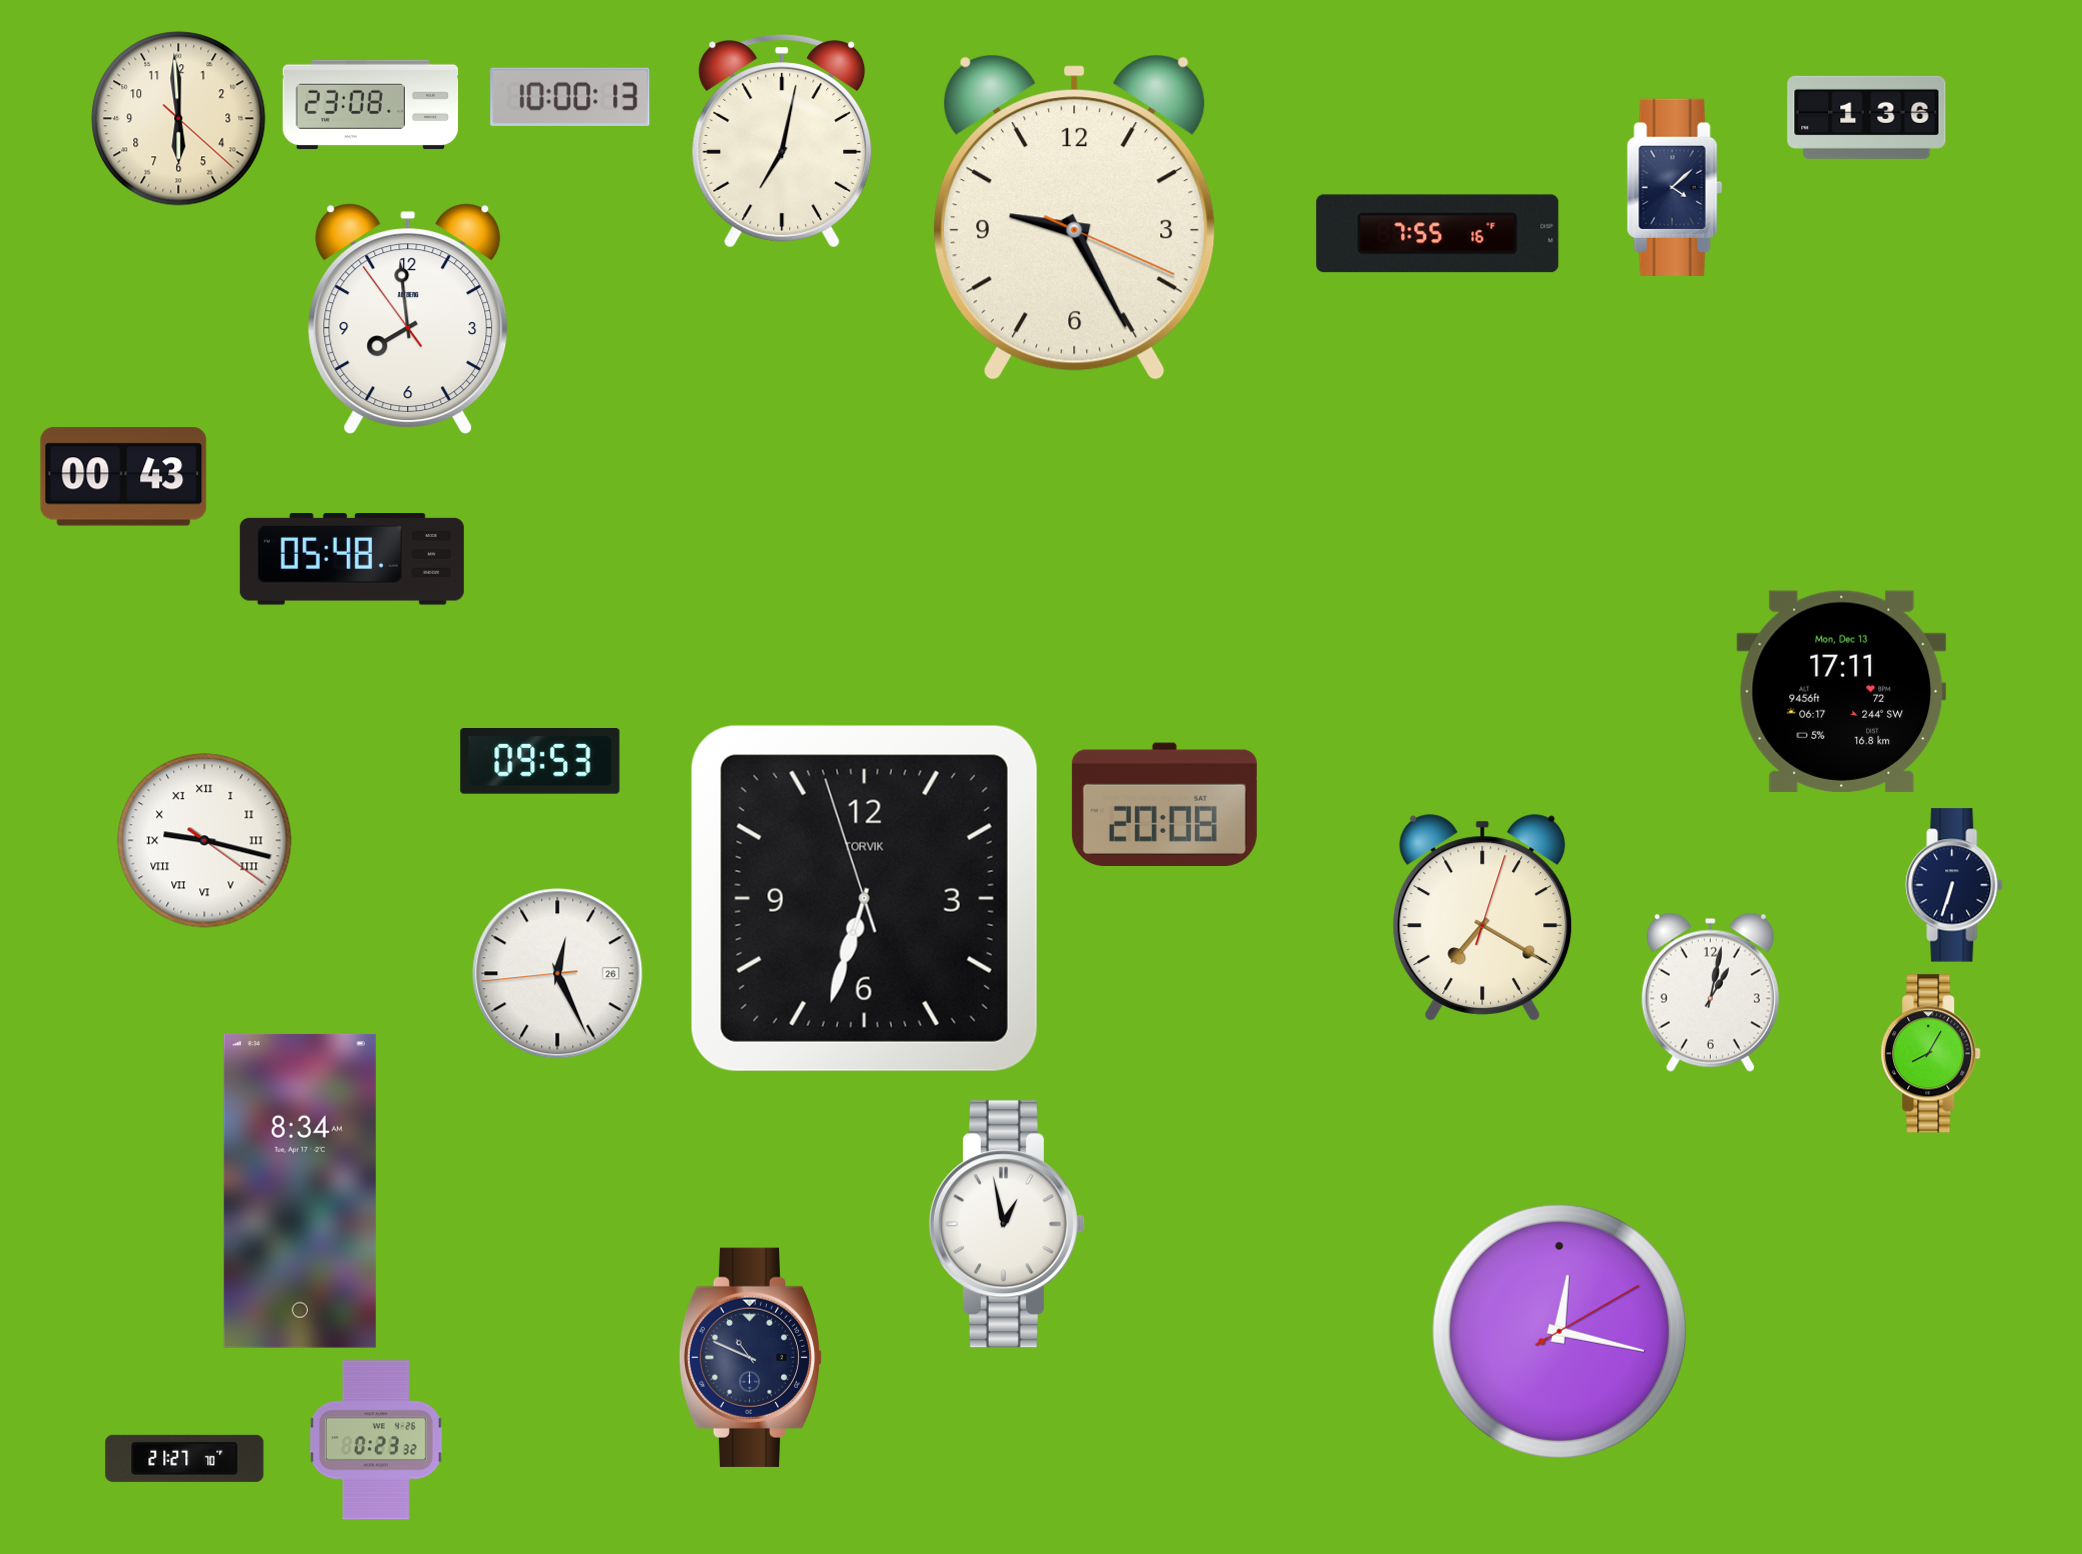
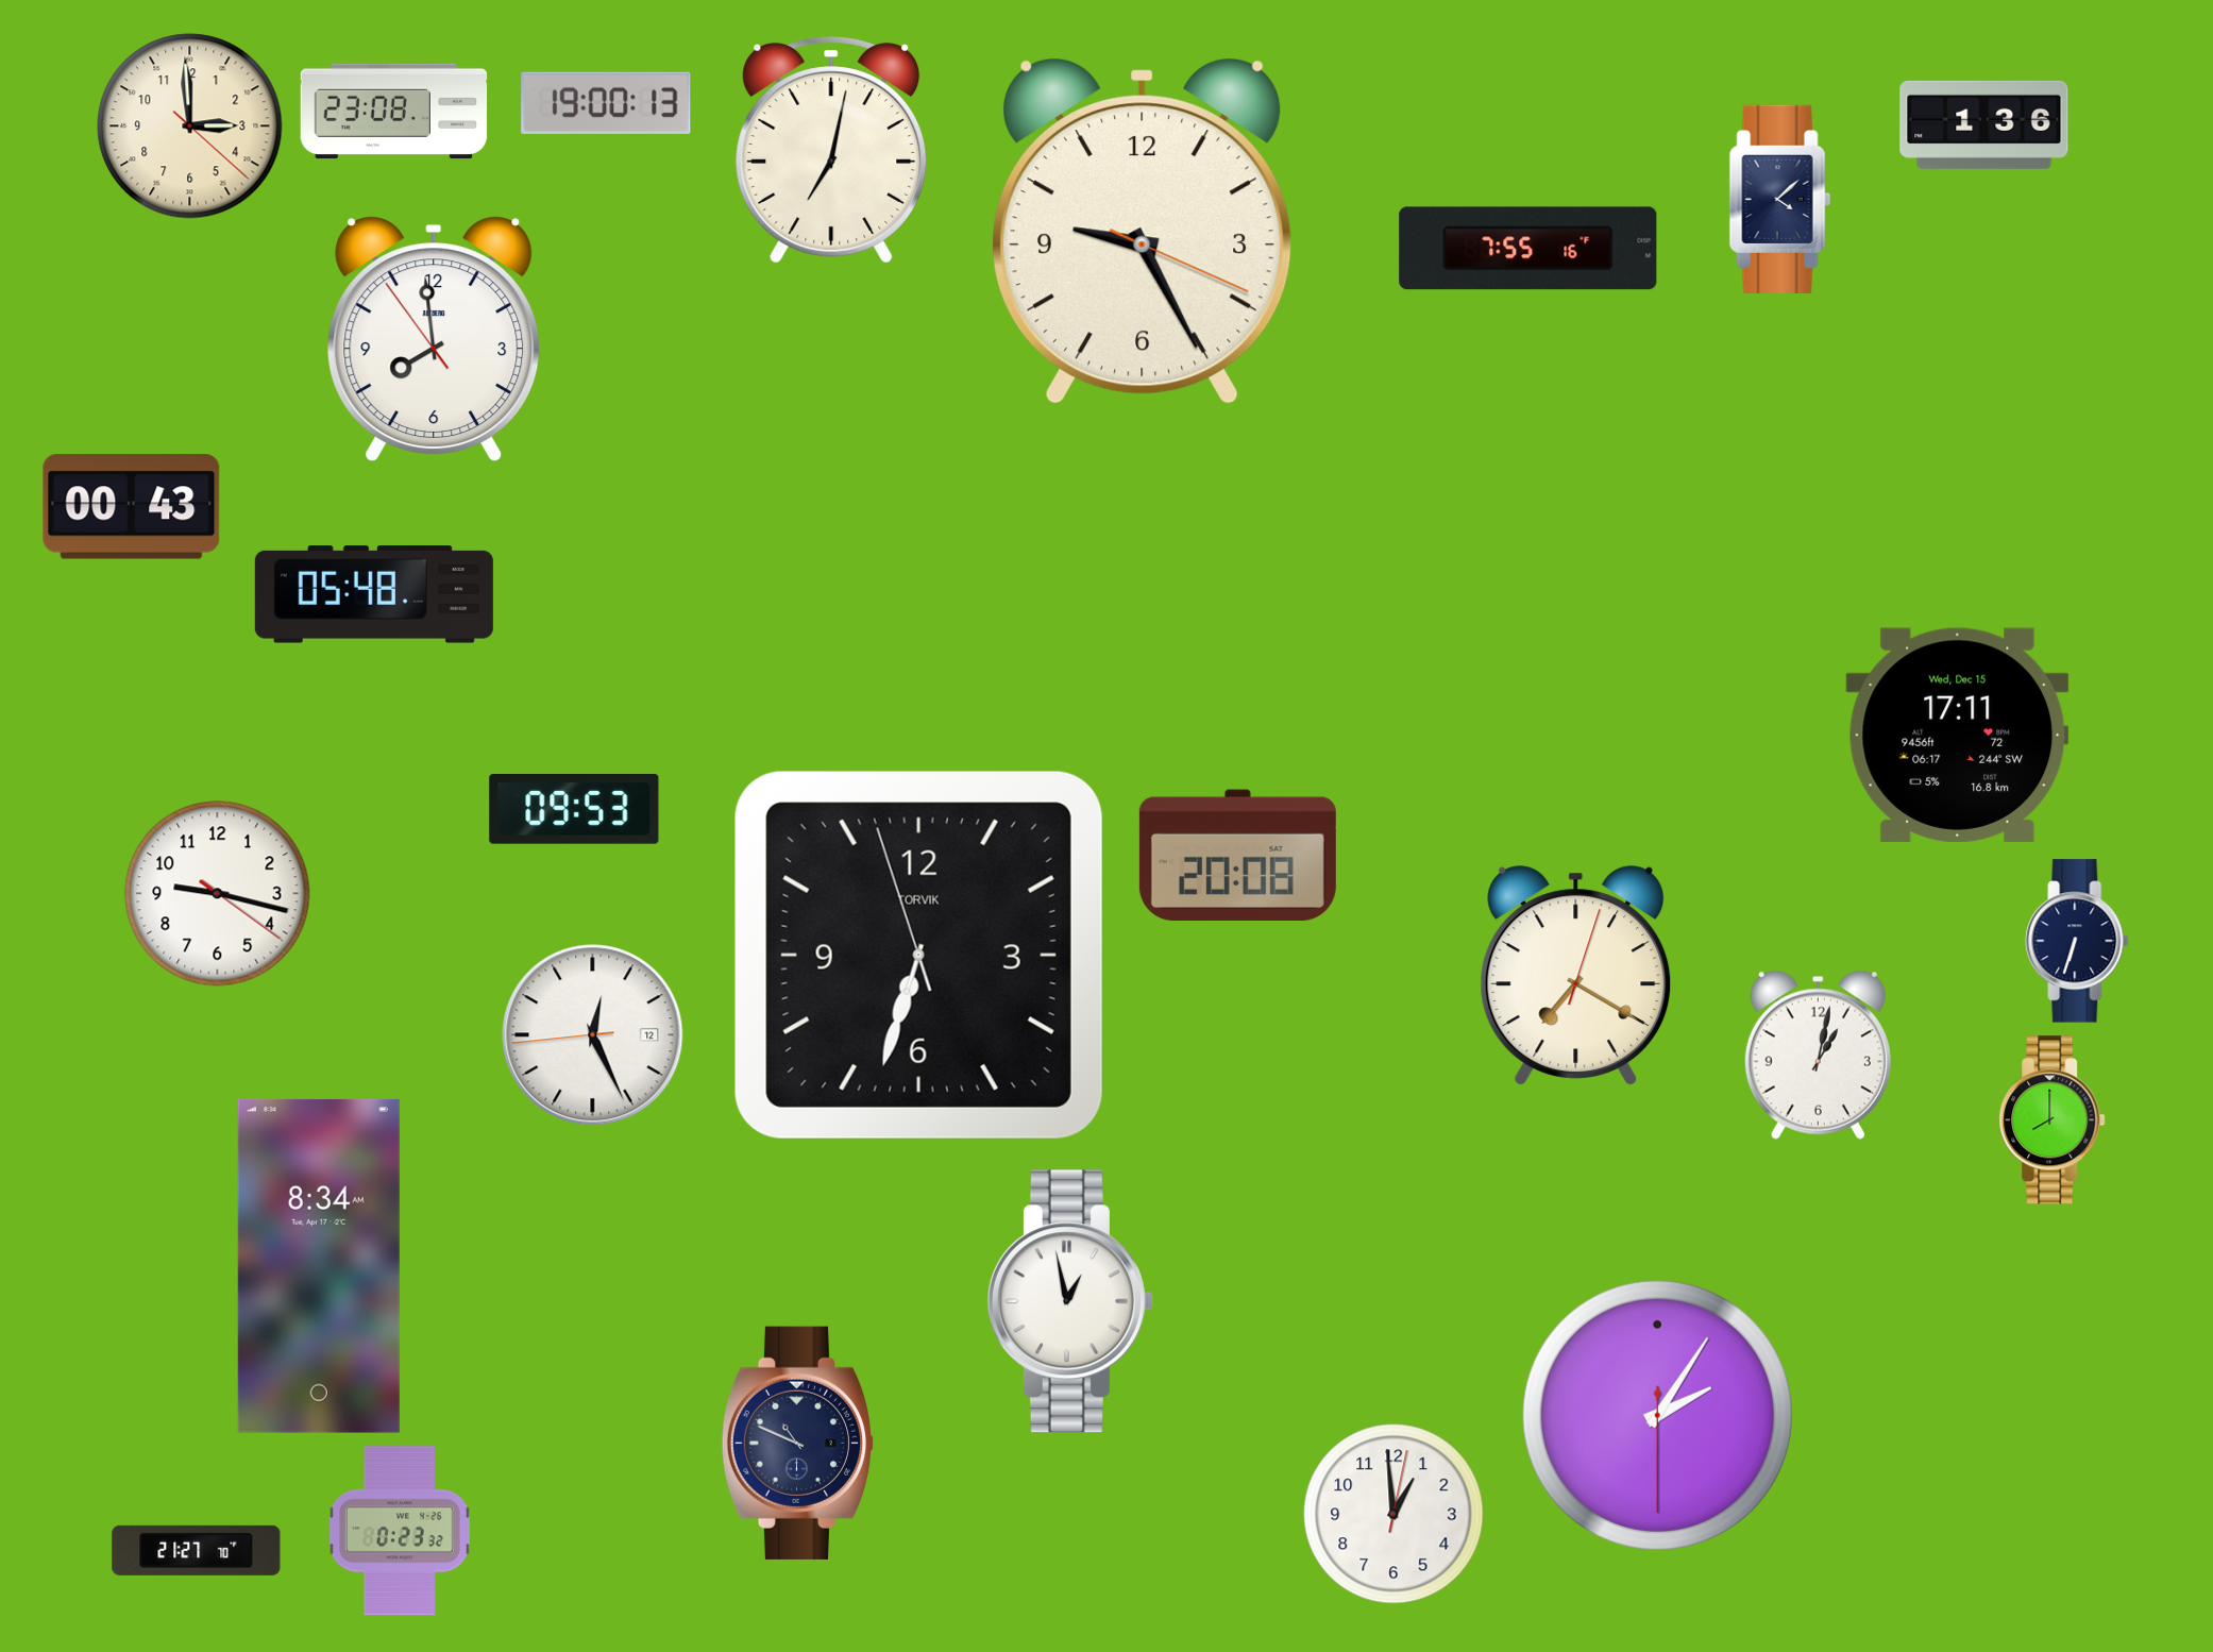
clock at (570, 97): 10:00 -> 19:00
clock at (179, 119): 5:59 -> 2:59
clock at (1842, 691) date: Mon, Dec 13 -> Wed, Dec 15
clock at (205, 841) numerals: Roman -> Arabic
clock at (558, 974) date: 26 -> 12
clock at (1931, 1054): 8:05 -> 8:00
clock at (1559, 1331): 12:17 -> 2:05
clock at (1393, 1514): none -> 12:59
